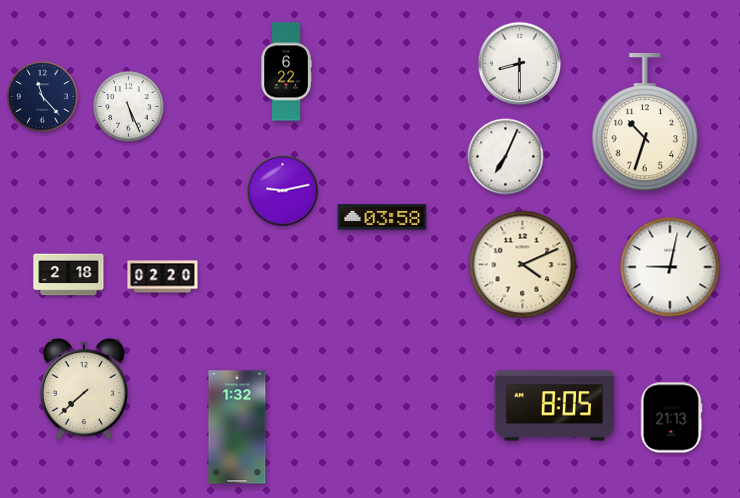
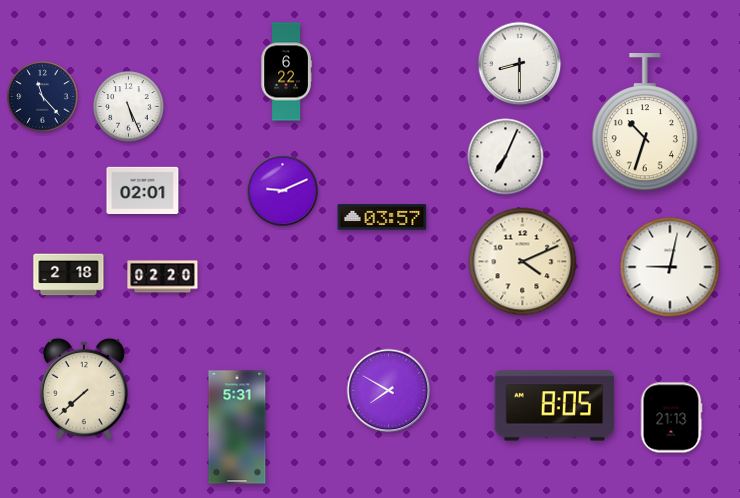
clock at (143, 190): none -> 02:01
clock at (283, 191): 9:13 -> 9:11
clock at (382, 217): 03:58 -> 03:57
clock at (523, 265) position: (523, 265) -> (523, 262)
clock at (389, 391): none -> 7:50
clock at (237, 427): 1:32 -> 5:31
